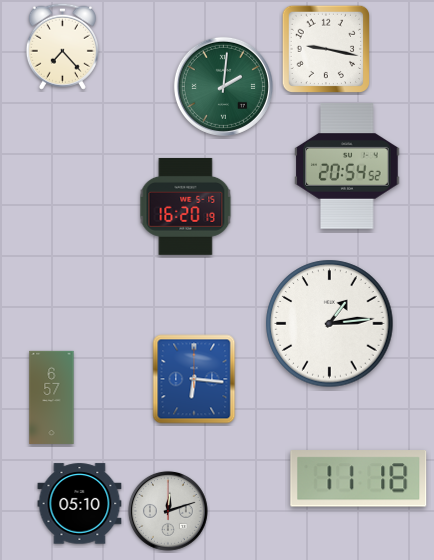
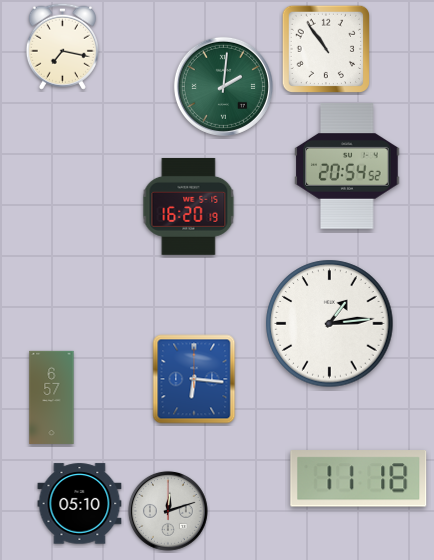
clock at (62, 46): 7:23 -> 7:17
clock at (325, 48): 9:17 -> 10:54
clock at (186, 206) position: (186, 206) -> (189, 206)
